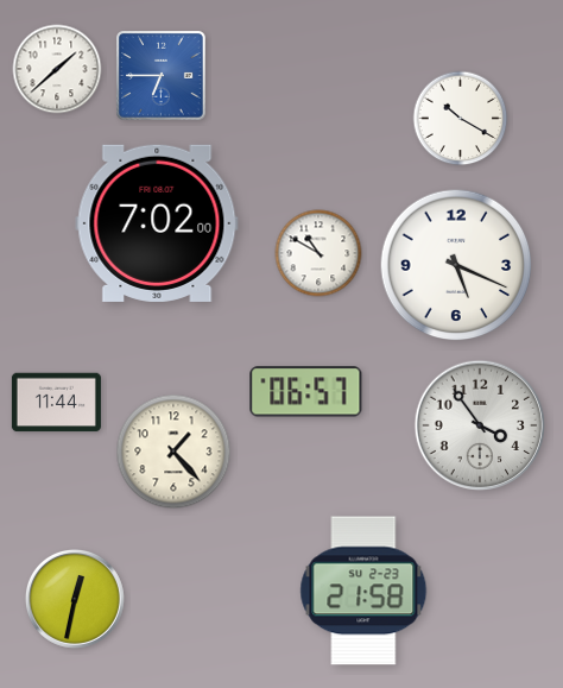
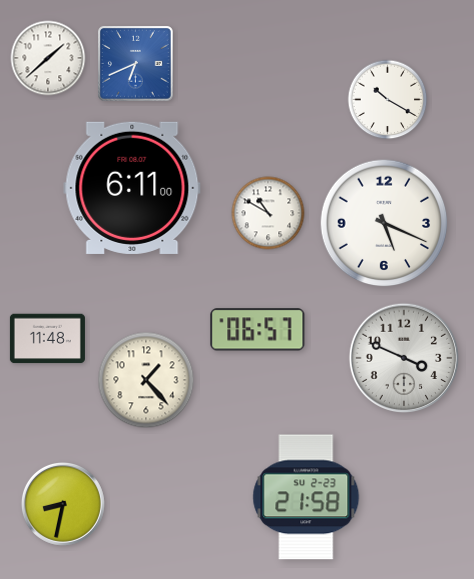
clock at (162, 76): 6:45 -> 6:41
clock at (157, 223): 7:02 -> 6:11
clock at (56, 403): 11:44 -> 11:48
clock at (480, 425): 3:54 -> 3:49
clock at (75, 599): 12:32 -> 8:32
